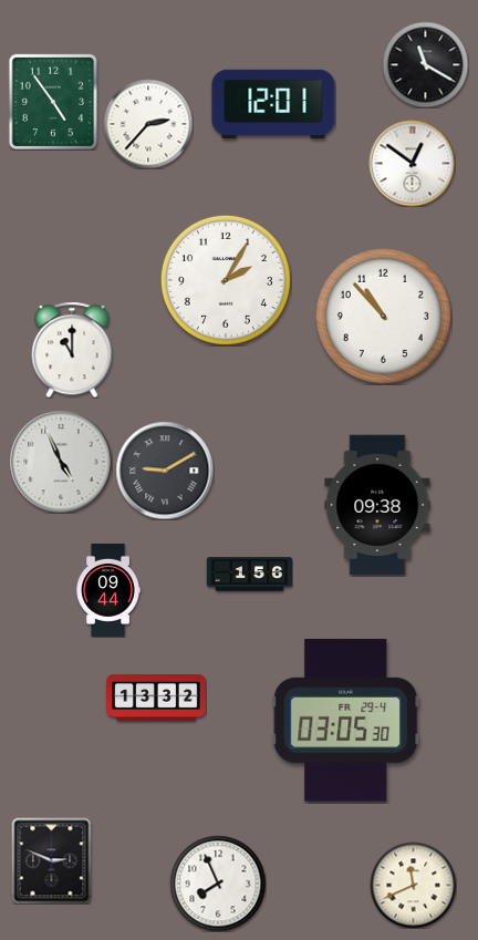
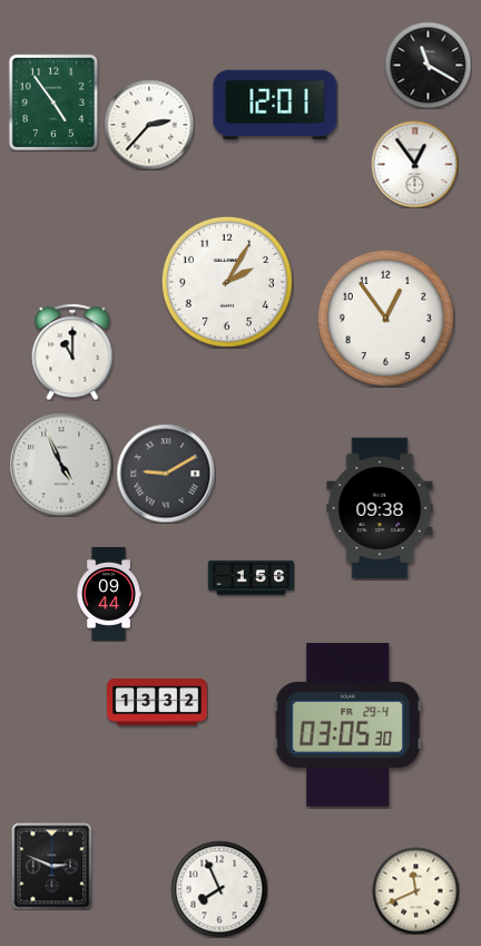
clock at (412, 163): 12:51 -> 12:54
clock at (383, 316): 10:53 -> 12:54
